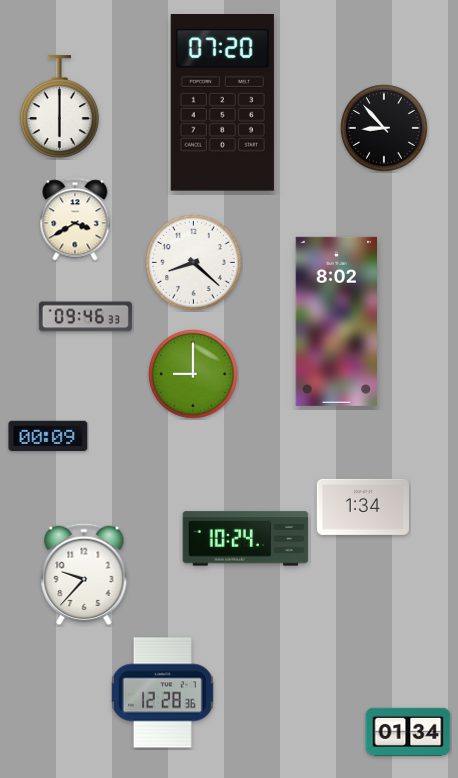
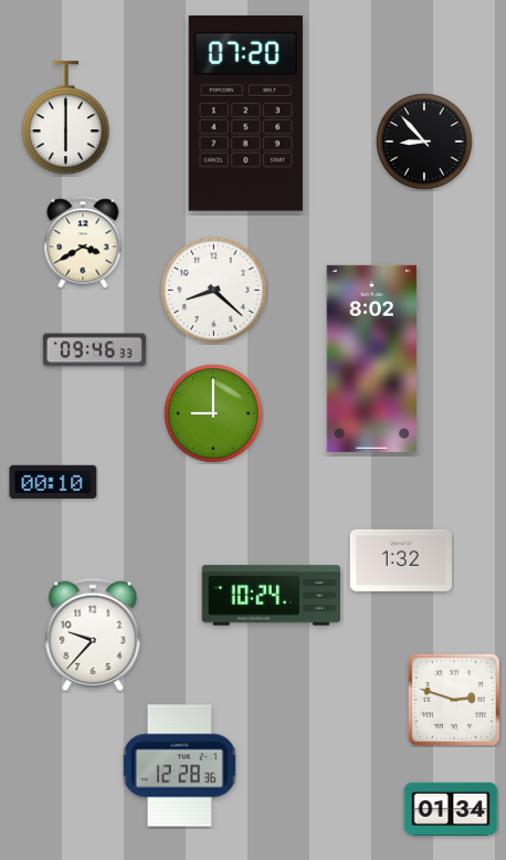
clock at (336, 321) position: (336, 321) -> (371, 358)
clock at (48, 435): 00:09 -> 00:10
clock at (363, 507): 1:34 -> 1:32
clock at (454, 700): none -> 2:48
